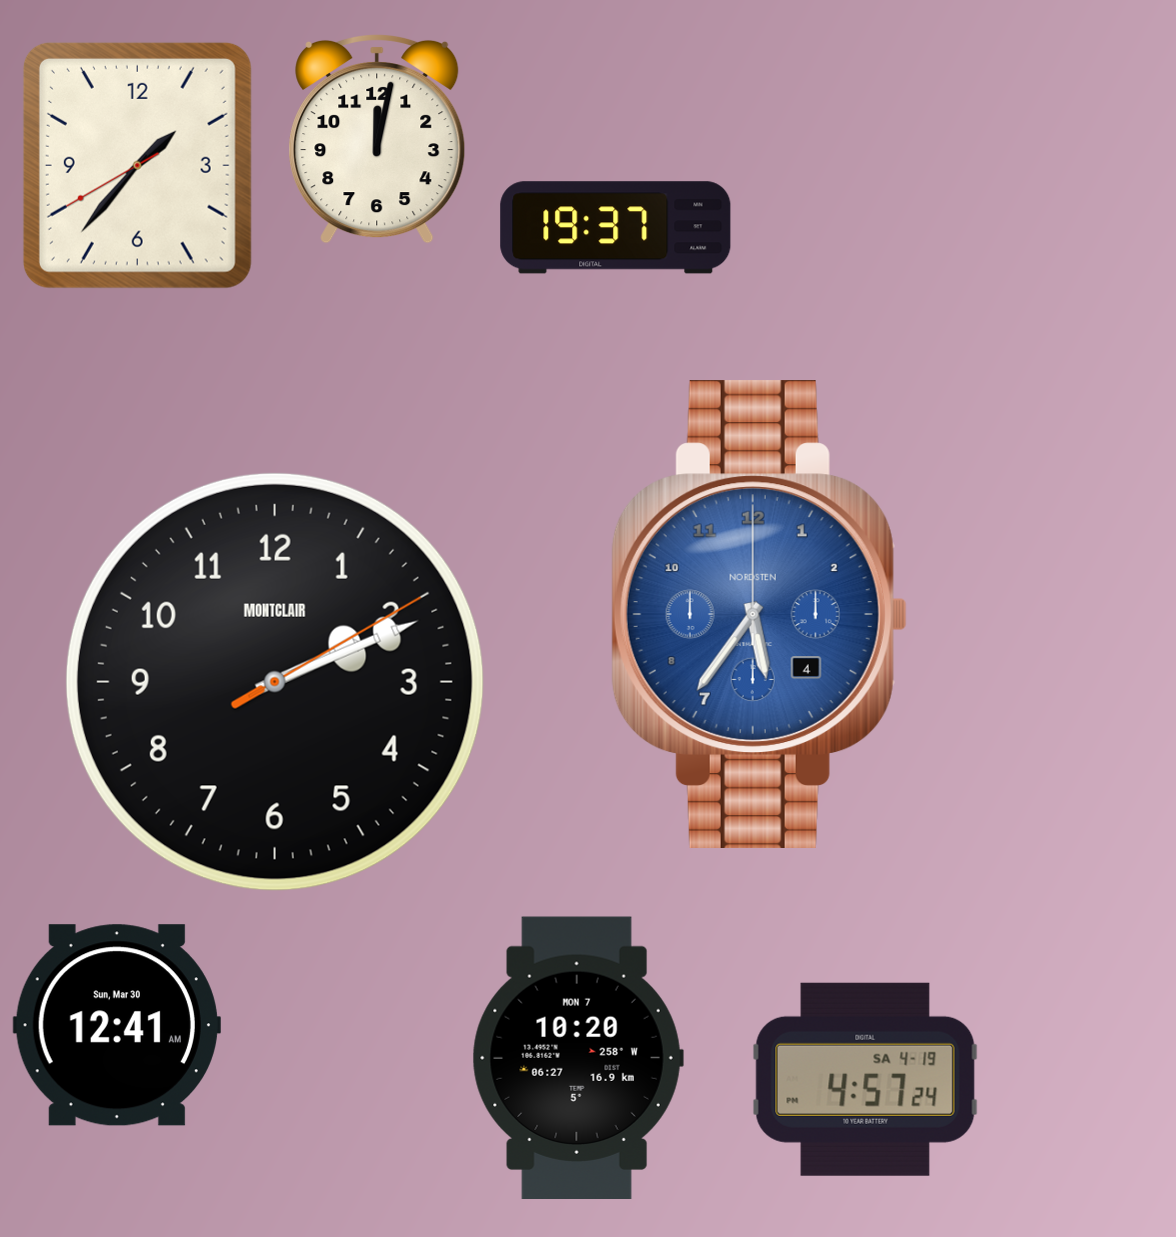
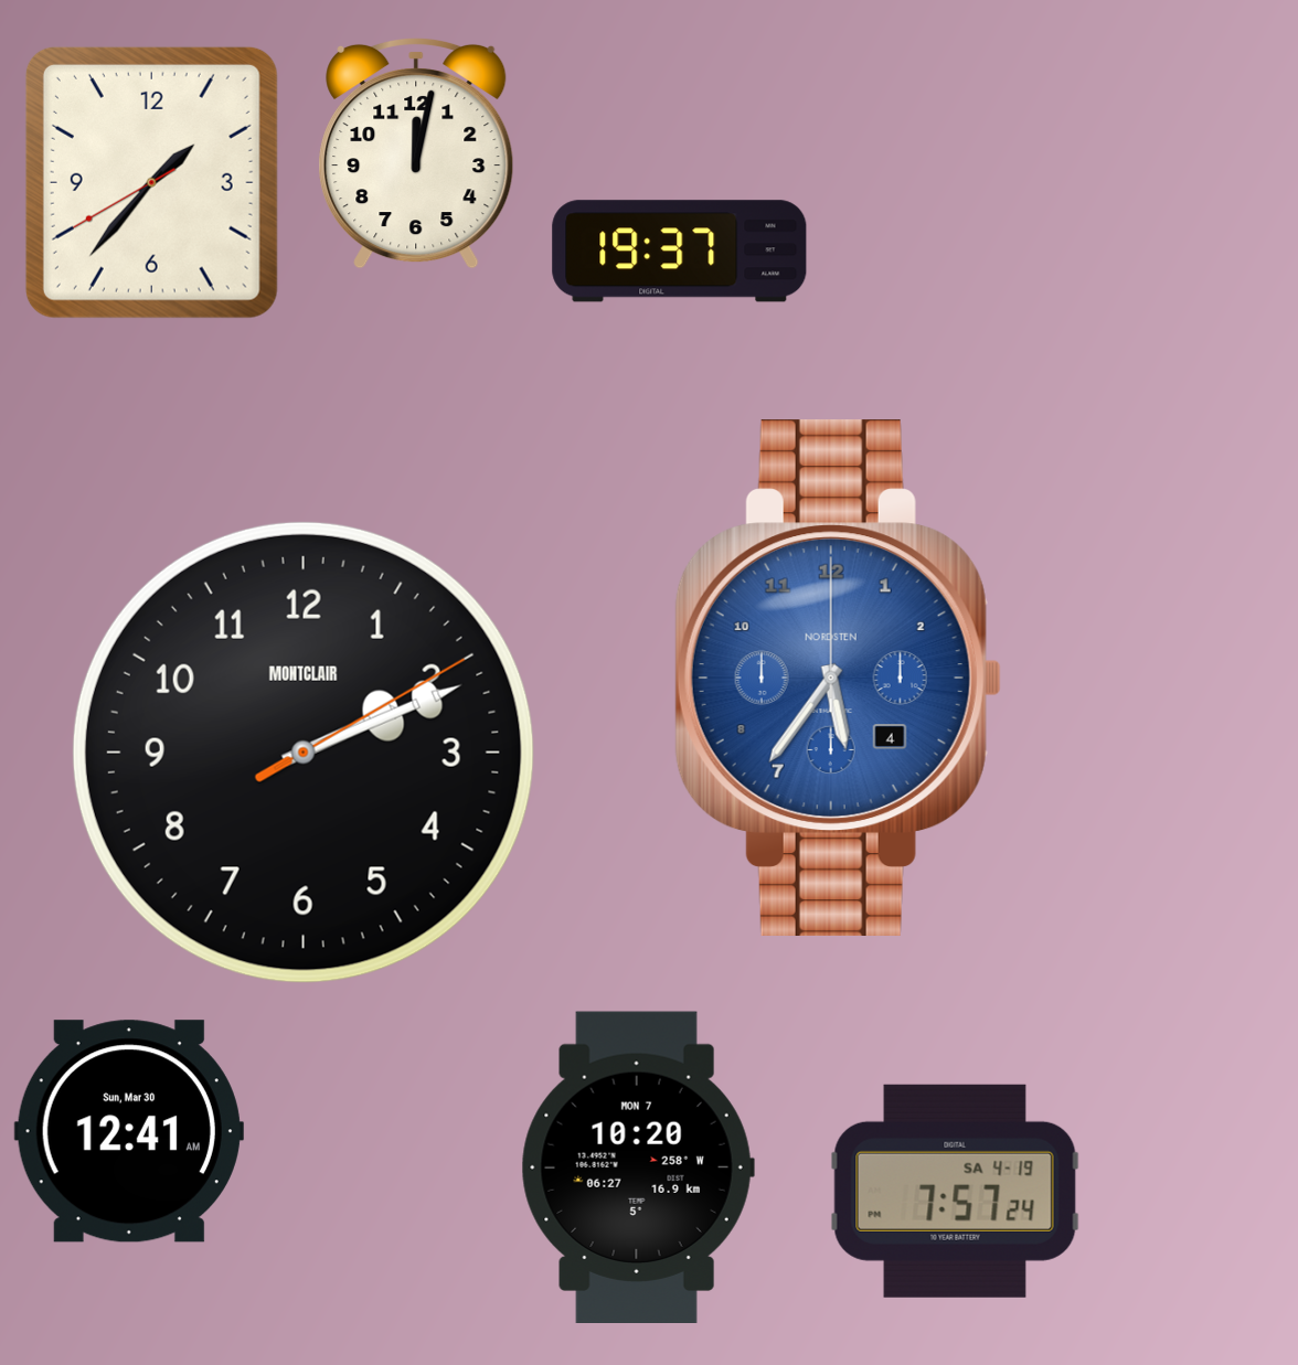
clock at (865, 1079): 4:57 -> 7:57
